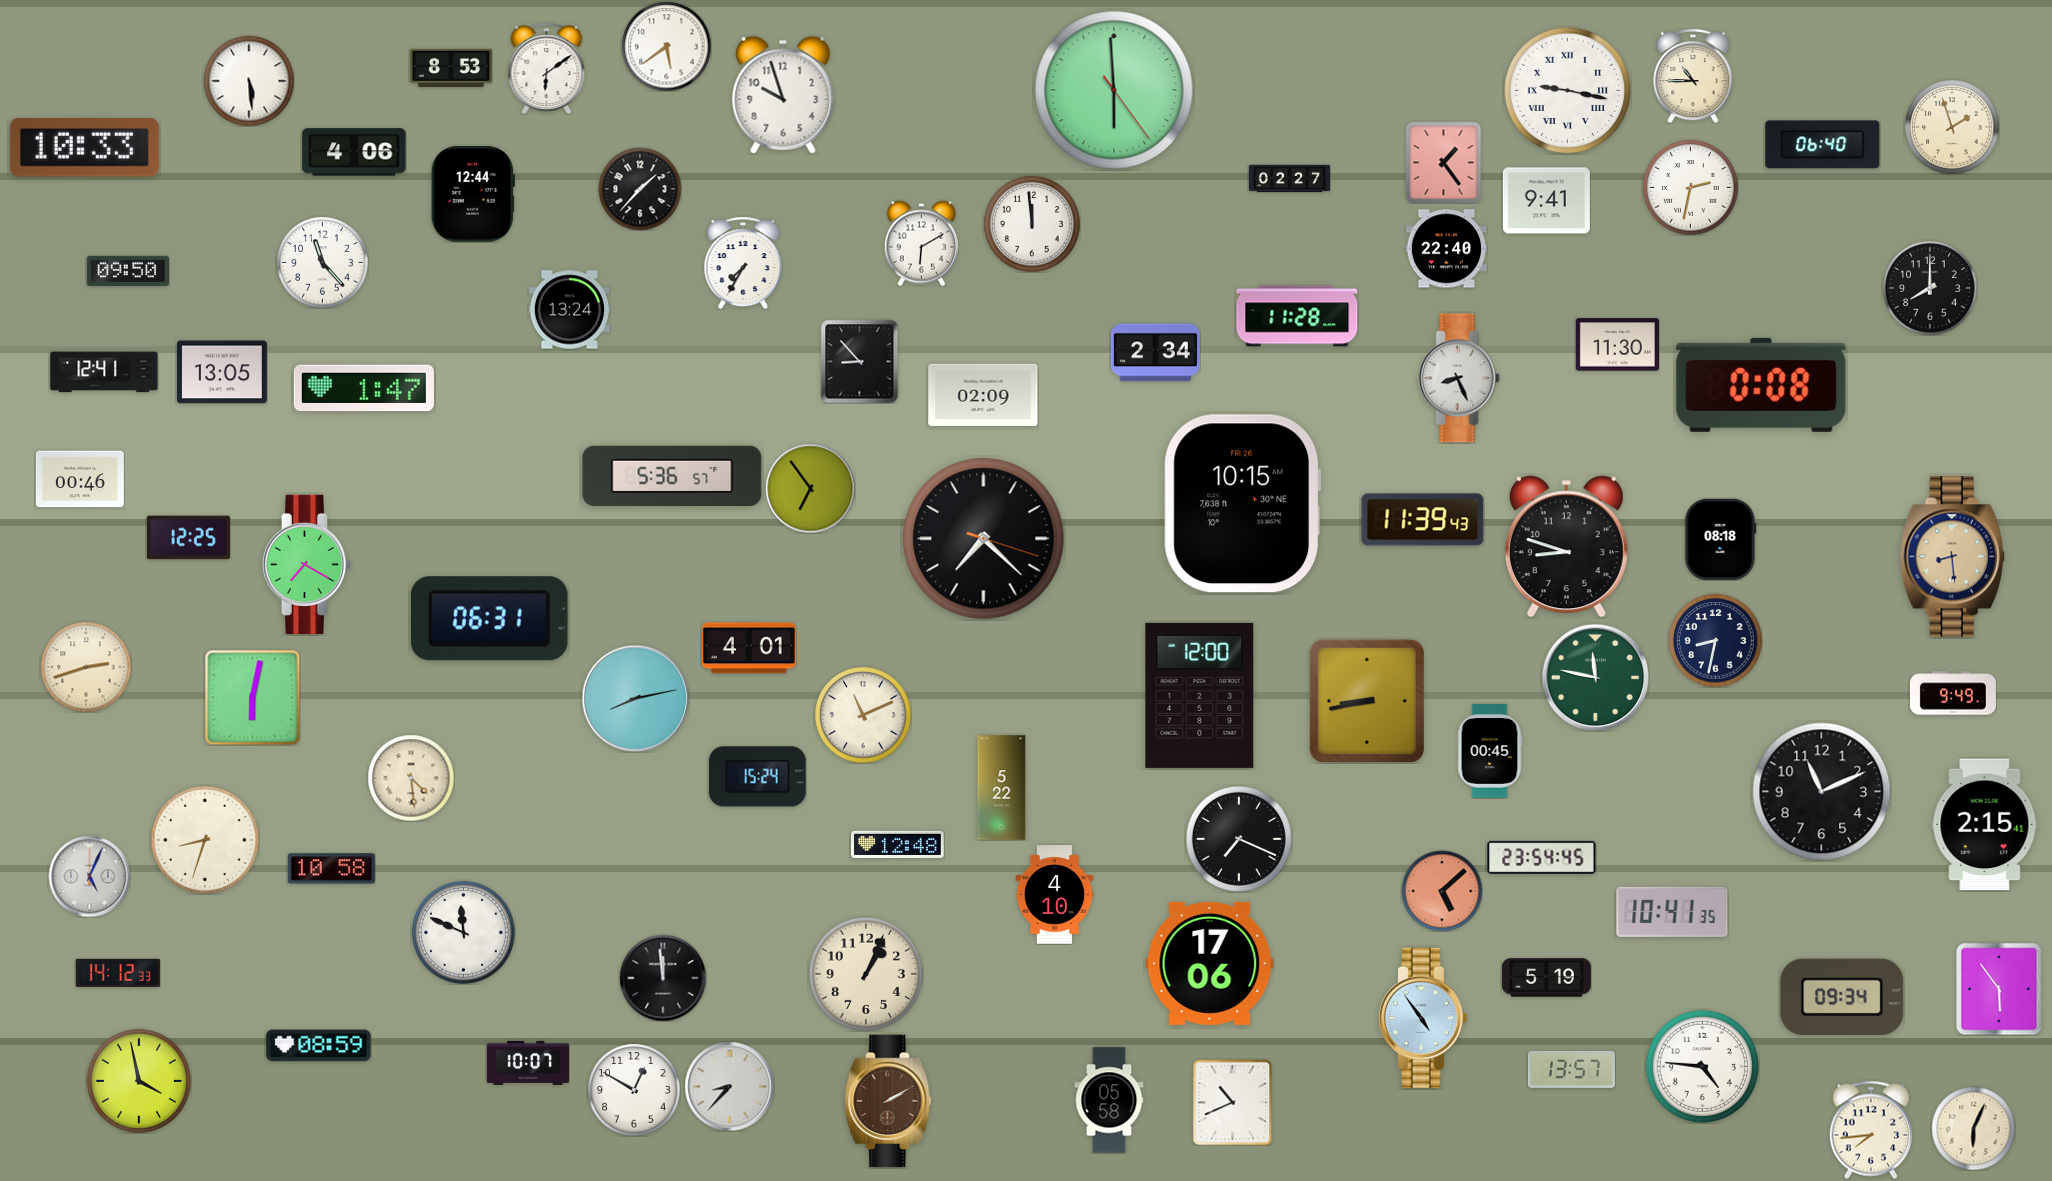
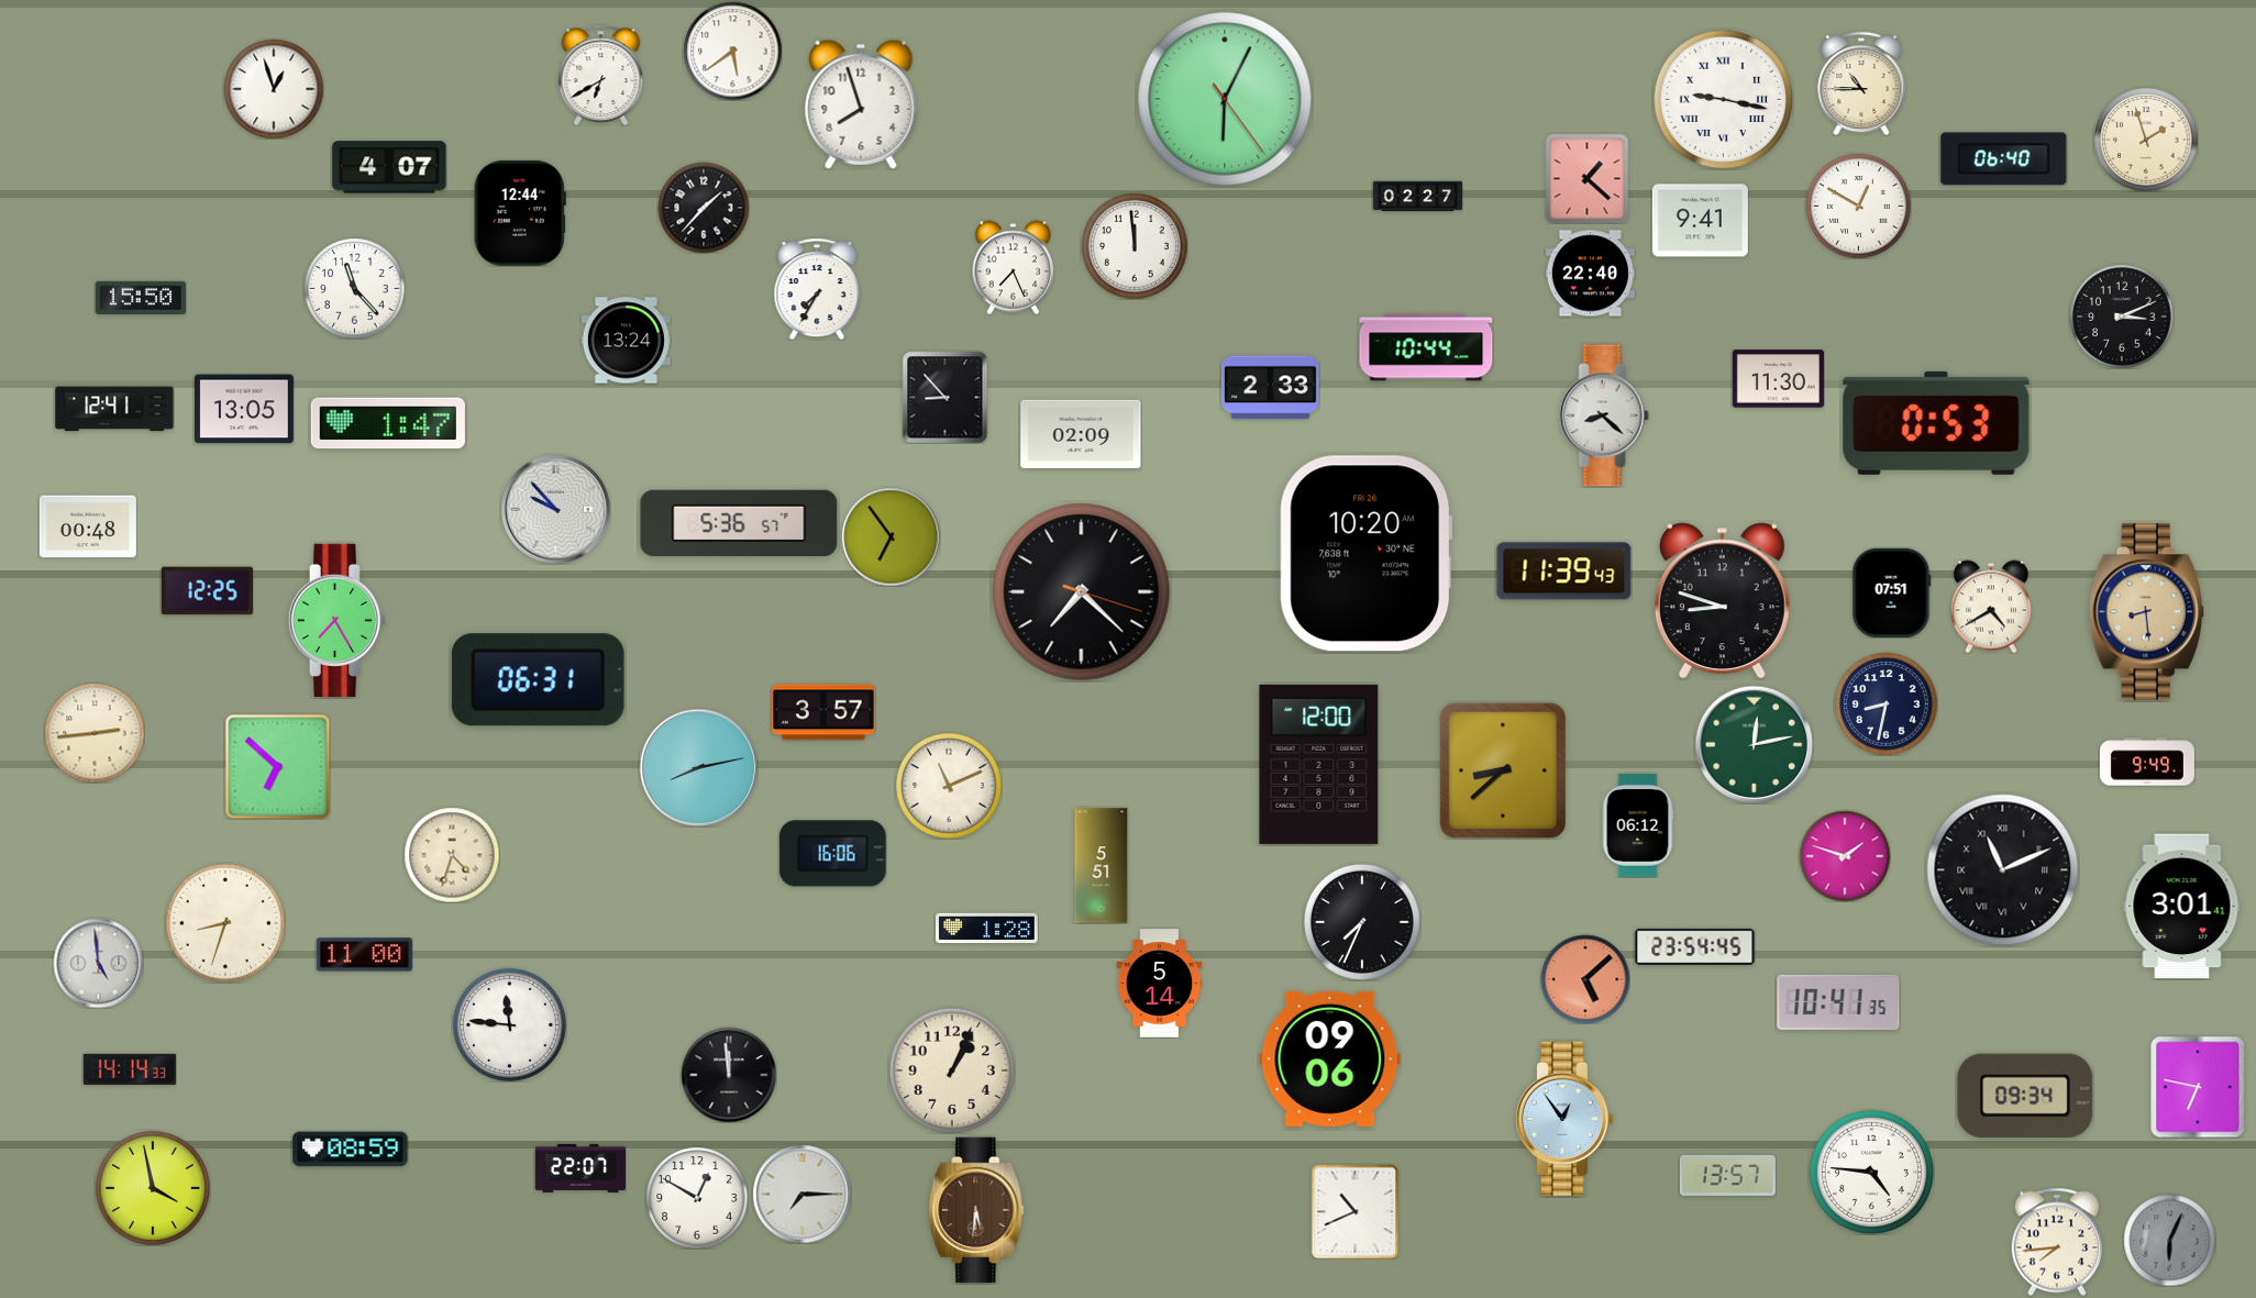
clock at (450, 67): 8:53 -> none
clock at (547, 68): 6:09 -> 6:40
clock at (249, 81): 5:29 -> 12:57
clock at (1114, 90): 5:59 -> 6:04
clock at (783, 95): 9:57 -> 7:57
clock at (84, 148): 10:33 -> none
clock at (354, 152): 4:06 -> 4:07
clock at (1444, 162): 1:24 -> 1:22
clock at (1690, 187): 2:32 -> 12:50
clock at (922, 243): 6:10 -> 7:26
clock at (127, 271): 09:50 -> 15:50
clock at (1930, 288): 8:00 -> 3:11
clock at (1297, 316): 11:28 -> 10:44
clock at (1155, 353): 2:34 -> 2:33
clock at (1459, 378): 8:26 -> 8:22
clock at (1761, 385): 0:08 -> 0:53
clock at (364, 388) position: (364, 388) -> (388, 423)
clock at (555, 509): none -> 9:53
clock at (80, 479): 00:46 -> 00:48
clock at (1243, 504): 10:15 -> 10:20
clock at (1721, 539): 08:18 -> 07:51
clock at (1991, 607): none -> 4:40
clock at (307, 564): 7:20 -> 7:25
clock at (750, 648): 4:01 -> 3:57
clock at (86, 667): 2:42 -> 2:44
clock at (1595, 677): 11:47 -> 12:13
clock at (252, 697): 6:02 -> 6:52
clock at (1366, 700): 8:43 -> 8:38
clock at (1490, 751): 00:45 -> 06:12
clock at (758, 777): 15:24 -> 16:06
clock at (411, 778): 4:29 -> 4:33
clock at (1845, 856): none -> 1:48
clock at (1002, 788): 5:22 -> 5:51
clock at (1822, 792) numerals: Arabic -> Roman
clock at (1985, 825): 2:15 -> 3:01
clock at (1239, 839): 7:19 -> 7:34
clock at (898, 844): 12:48 -> 1:28
clock at (1542, 857) position: (1542, 857) -> (1695, 946)
clock at (331, 869): 10:58 -> 11:00
clock at (89, 876): 5:04 -> 4:59
clock at (1055, 895): 4:10 -> 5:14
clock at (463, 932): 11:49 -> 11:46
clock at (1210, 963): 17:06 -> 09:06
clock at (118, 973): 14:12 -> 14:14
clock at (1546, 978): 5:19 -> none
clock at (1999, 989): 5:54 -> 6:47
clock at (1422, 1018): 4:54 -> 12:54
clock at (527, 1063): 10:07 -> 22:07
clock at (729, 1086): 8:37 -> 7:15
clock at (1109, 1100): 05:58 -> none
clock at (888, 1101): 2:10 -> 5:31
clock at (1973, 1128) dial: cream -> grey
